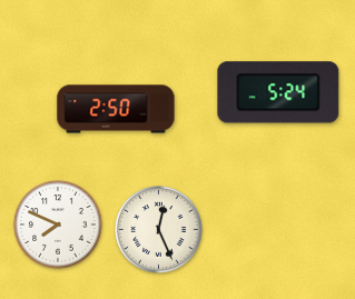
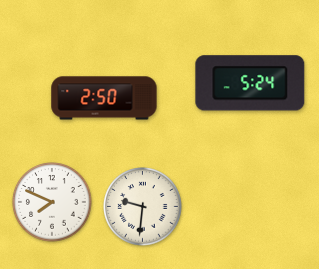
clock at (159, 230): 12:26 -> 9:31
